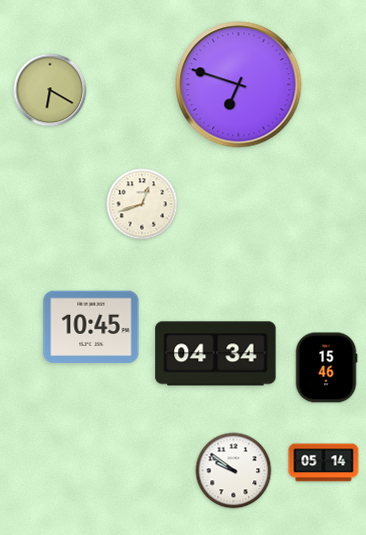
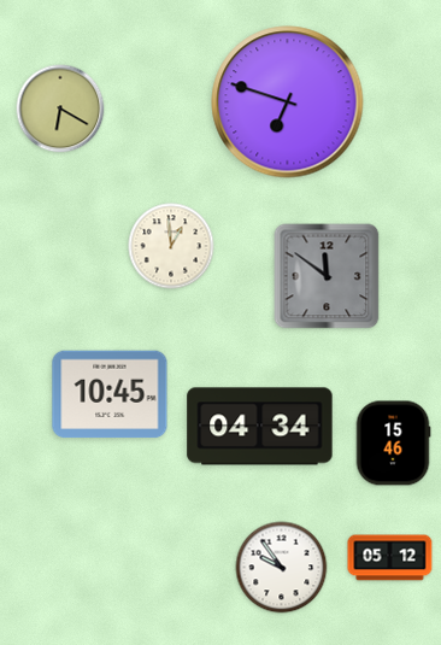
clock at (142, 204): 12:42 -> 12:59
clock at (327, 276): none -> 11:51
clock at (324, 463): 05:14 -> 05:12
clock at (234, 471): 9:51 -> 9:54
